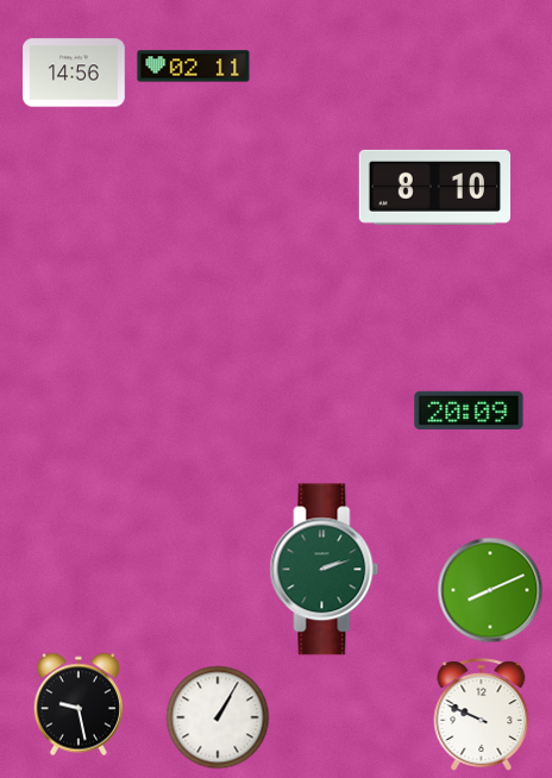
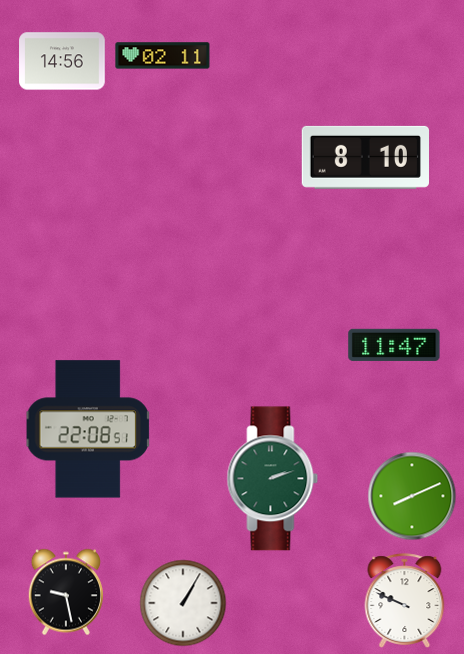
clock at (469, 410): 20:09 -> 11:47
clock at (88, 429): none -> 22:08
